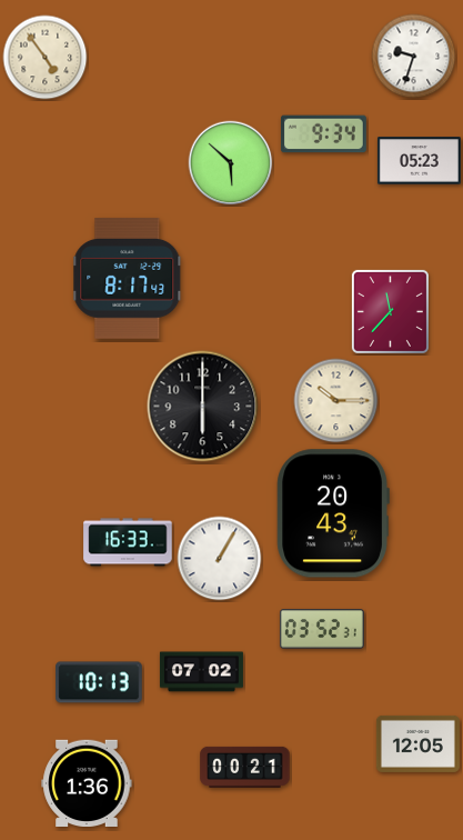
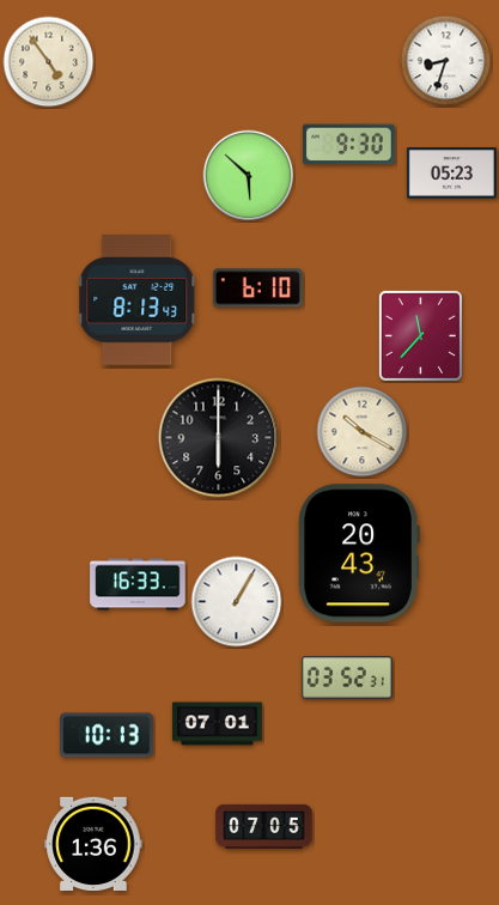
clock at (414, 57): 9:33 -> 8:33
clock at (323, 134): 9:34 -> 9:30
clock at (257, 288): none -> 6:10
clock at (128, 279): 8:17 -> 8:13
clock at (336, 401): 10:15 -> 10:20
clock at (201, 672): 07:02 -> 07:01
clock at (417, 743): 12:05 -> none
clock at (245, 767): 00:21 -> 07:05
